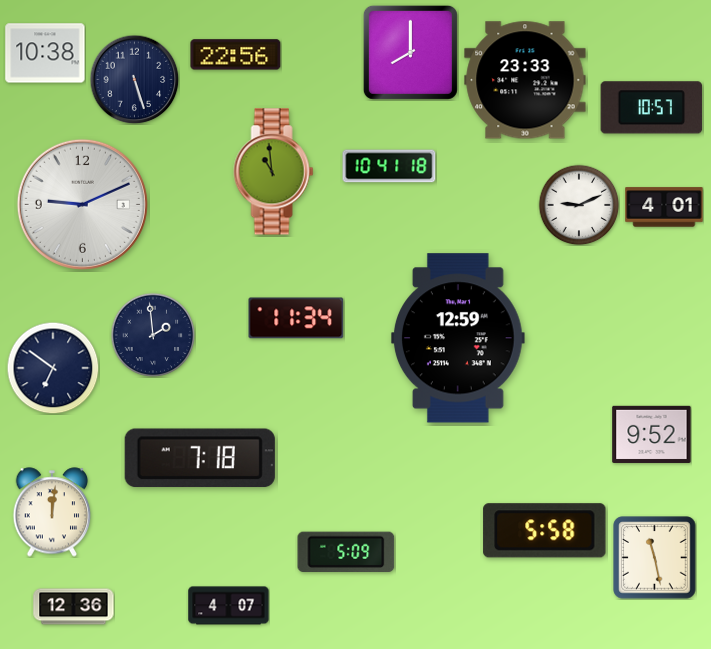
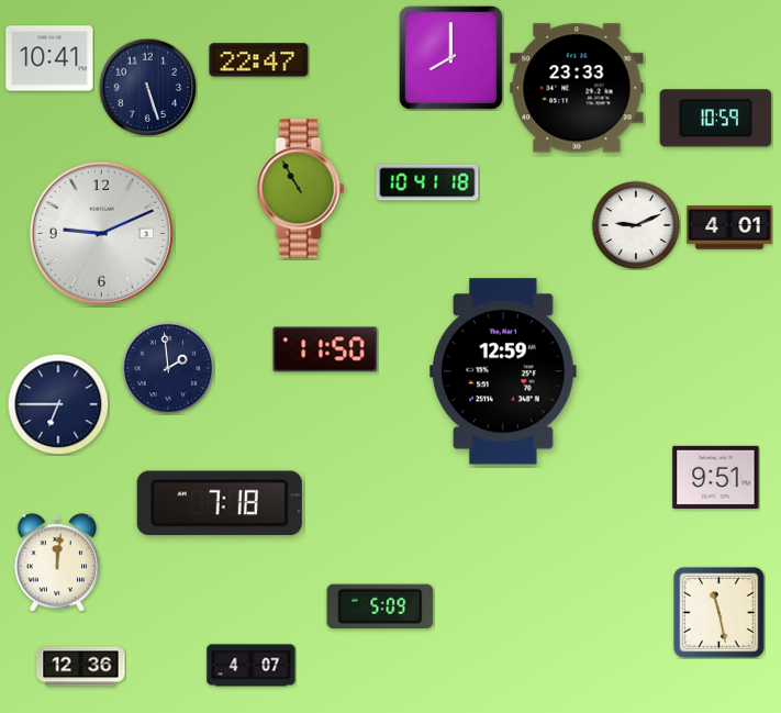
clock at (45, 53): 10:38 -> 10:41
clock at (236, 55): 22:56 -> 22:47
clock at (652, 108): 10:57 -> 10:59
clock at (274, 172): 10:59 -> 10:55
clock at (82, 204) position: (82, 204) -> (101, 233)
clock at (296, 318): 11:34 -> 11:50
clock at (53, 368): 6:51 -> 6:45
clock at (652, 434): 9:52 -> 9:51
clock at (545, 531): 5:58 -> none
